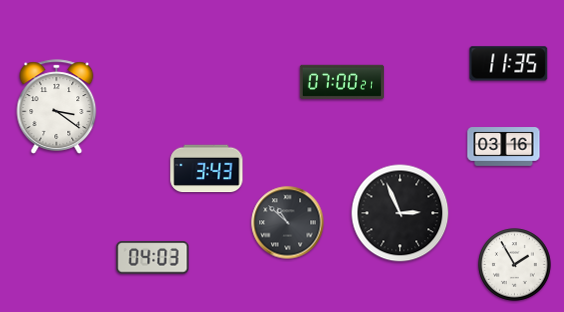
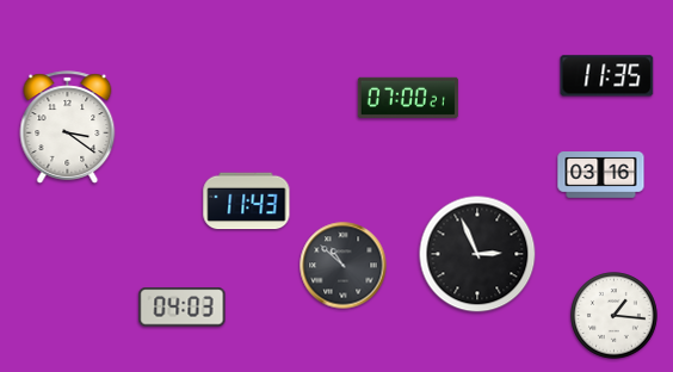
clock at (207, 169): 3:43 -> 11:43
clock at (515, 265): 1:55 -> 1:16
